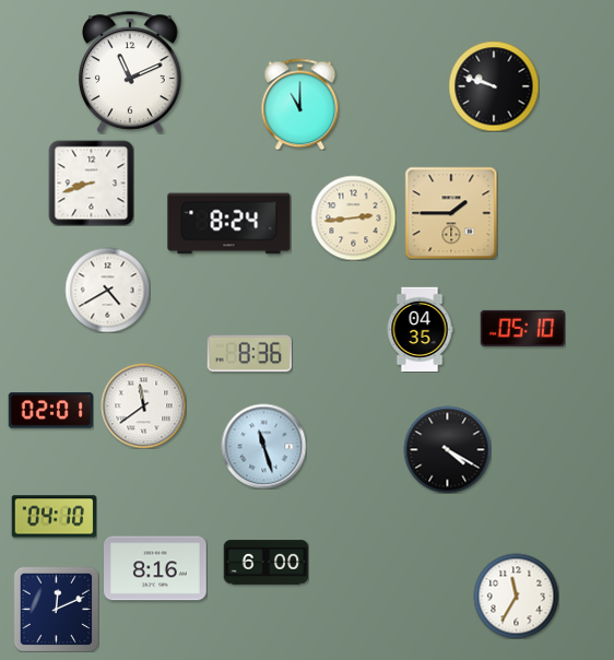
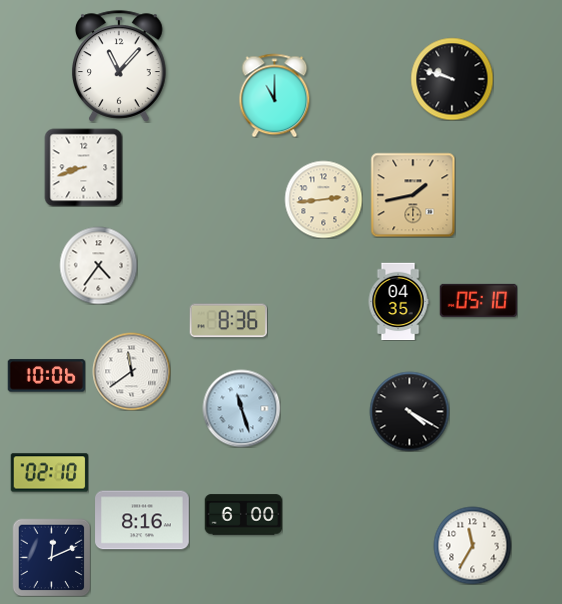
clock at (130, 72): 11:11 -> 11:07
clock at (451, 213): 1:45 -> 1:43
clock at (229, 224): 8:24 -> none
clock at (107, 290): 4:40 -> 4:36
clock at (420, 329) position: (420, 329) -> (398, 301)
clock at (249, 354) position: (249, 354) -> (228, 321)
clock at (50, 411): 02:01 -> 10:06
clock at (54, 517): 04:10 -> 02:10
